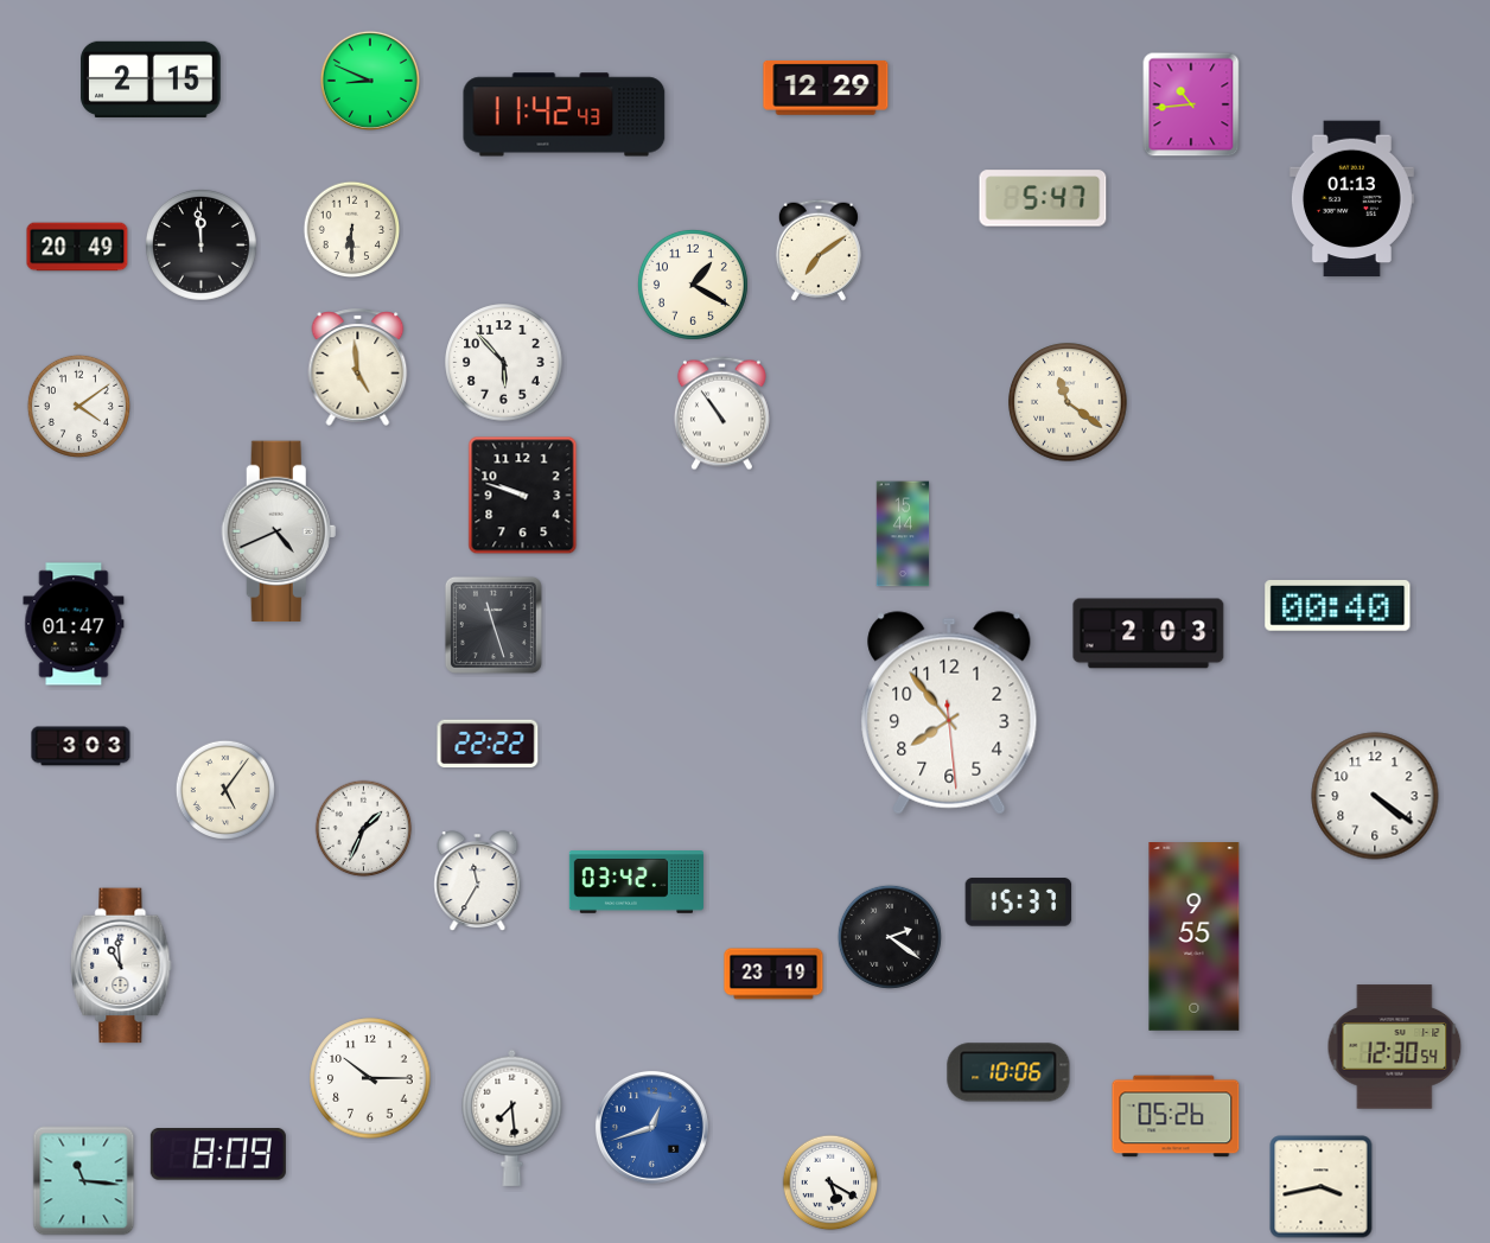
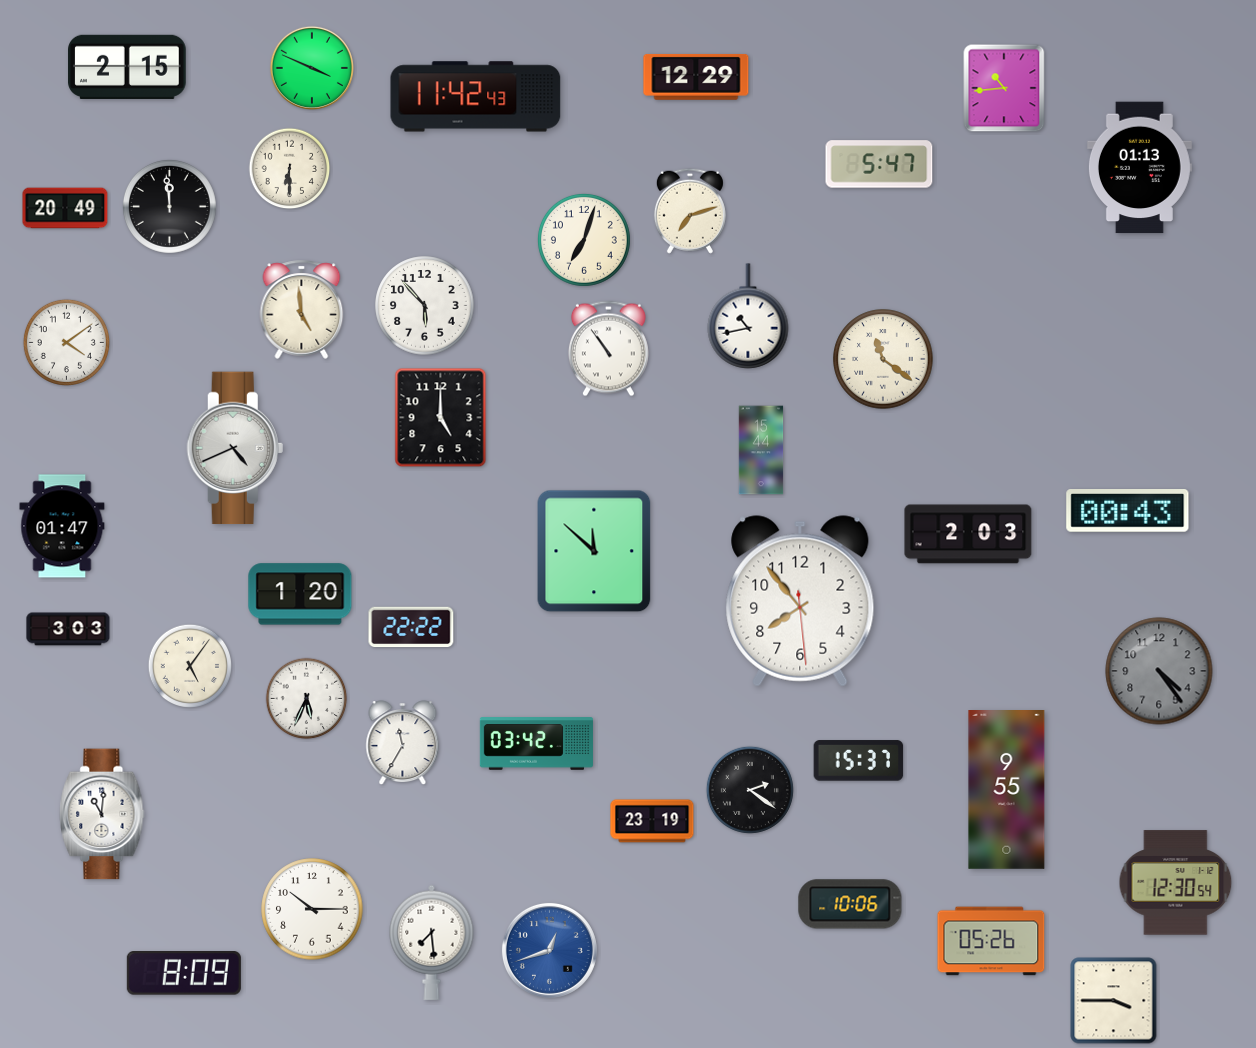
clock at (370, 81): 8:49 -> 3:49
clock at (826, 88) position: (826, 88) -> (696, 77)
clock at (1043, 198) position: (1043, 198) -> (879, 164)
clock at (352, 230) position: (352, 230) -> (290, 169)
clock at (819, 250): 7:09 -> 7:12
clock at (693, 285): 1:20 -> 7:03
clock at (748, 316): none -> 10:43
clock at (1068, 402) position: (1068, 402) -> (883, 359)
clock at (523, 496): 9:48 -> 5:00
clock at (1338, 606): 00:40 -> 00:43
clock at (494, 625): 11:27 -> none
clock at (594, 551): none -> 11:52
clock at (300, 594): none -> 1:20
clock at (1375, 796): 4:21 -> 4:24
clock at (1375, 796) dial: white -> grey
clock at (364, 829): 1:34 -> 5:34
clock at (121, 965): 10:59 -> 11:01
clock at (84, 1181): 11:16 -> none
clock at (830, 1183): 5:20 -> none
clock at (1322, 1187): 3:43 -> 3:45
